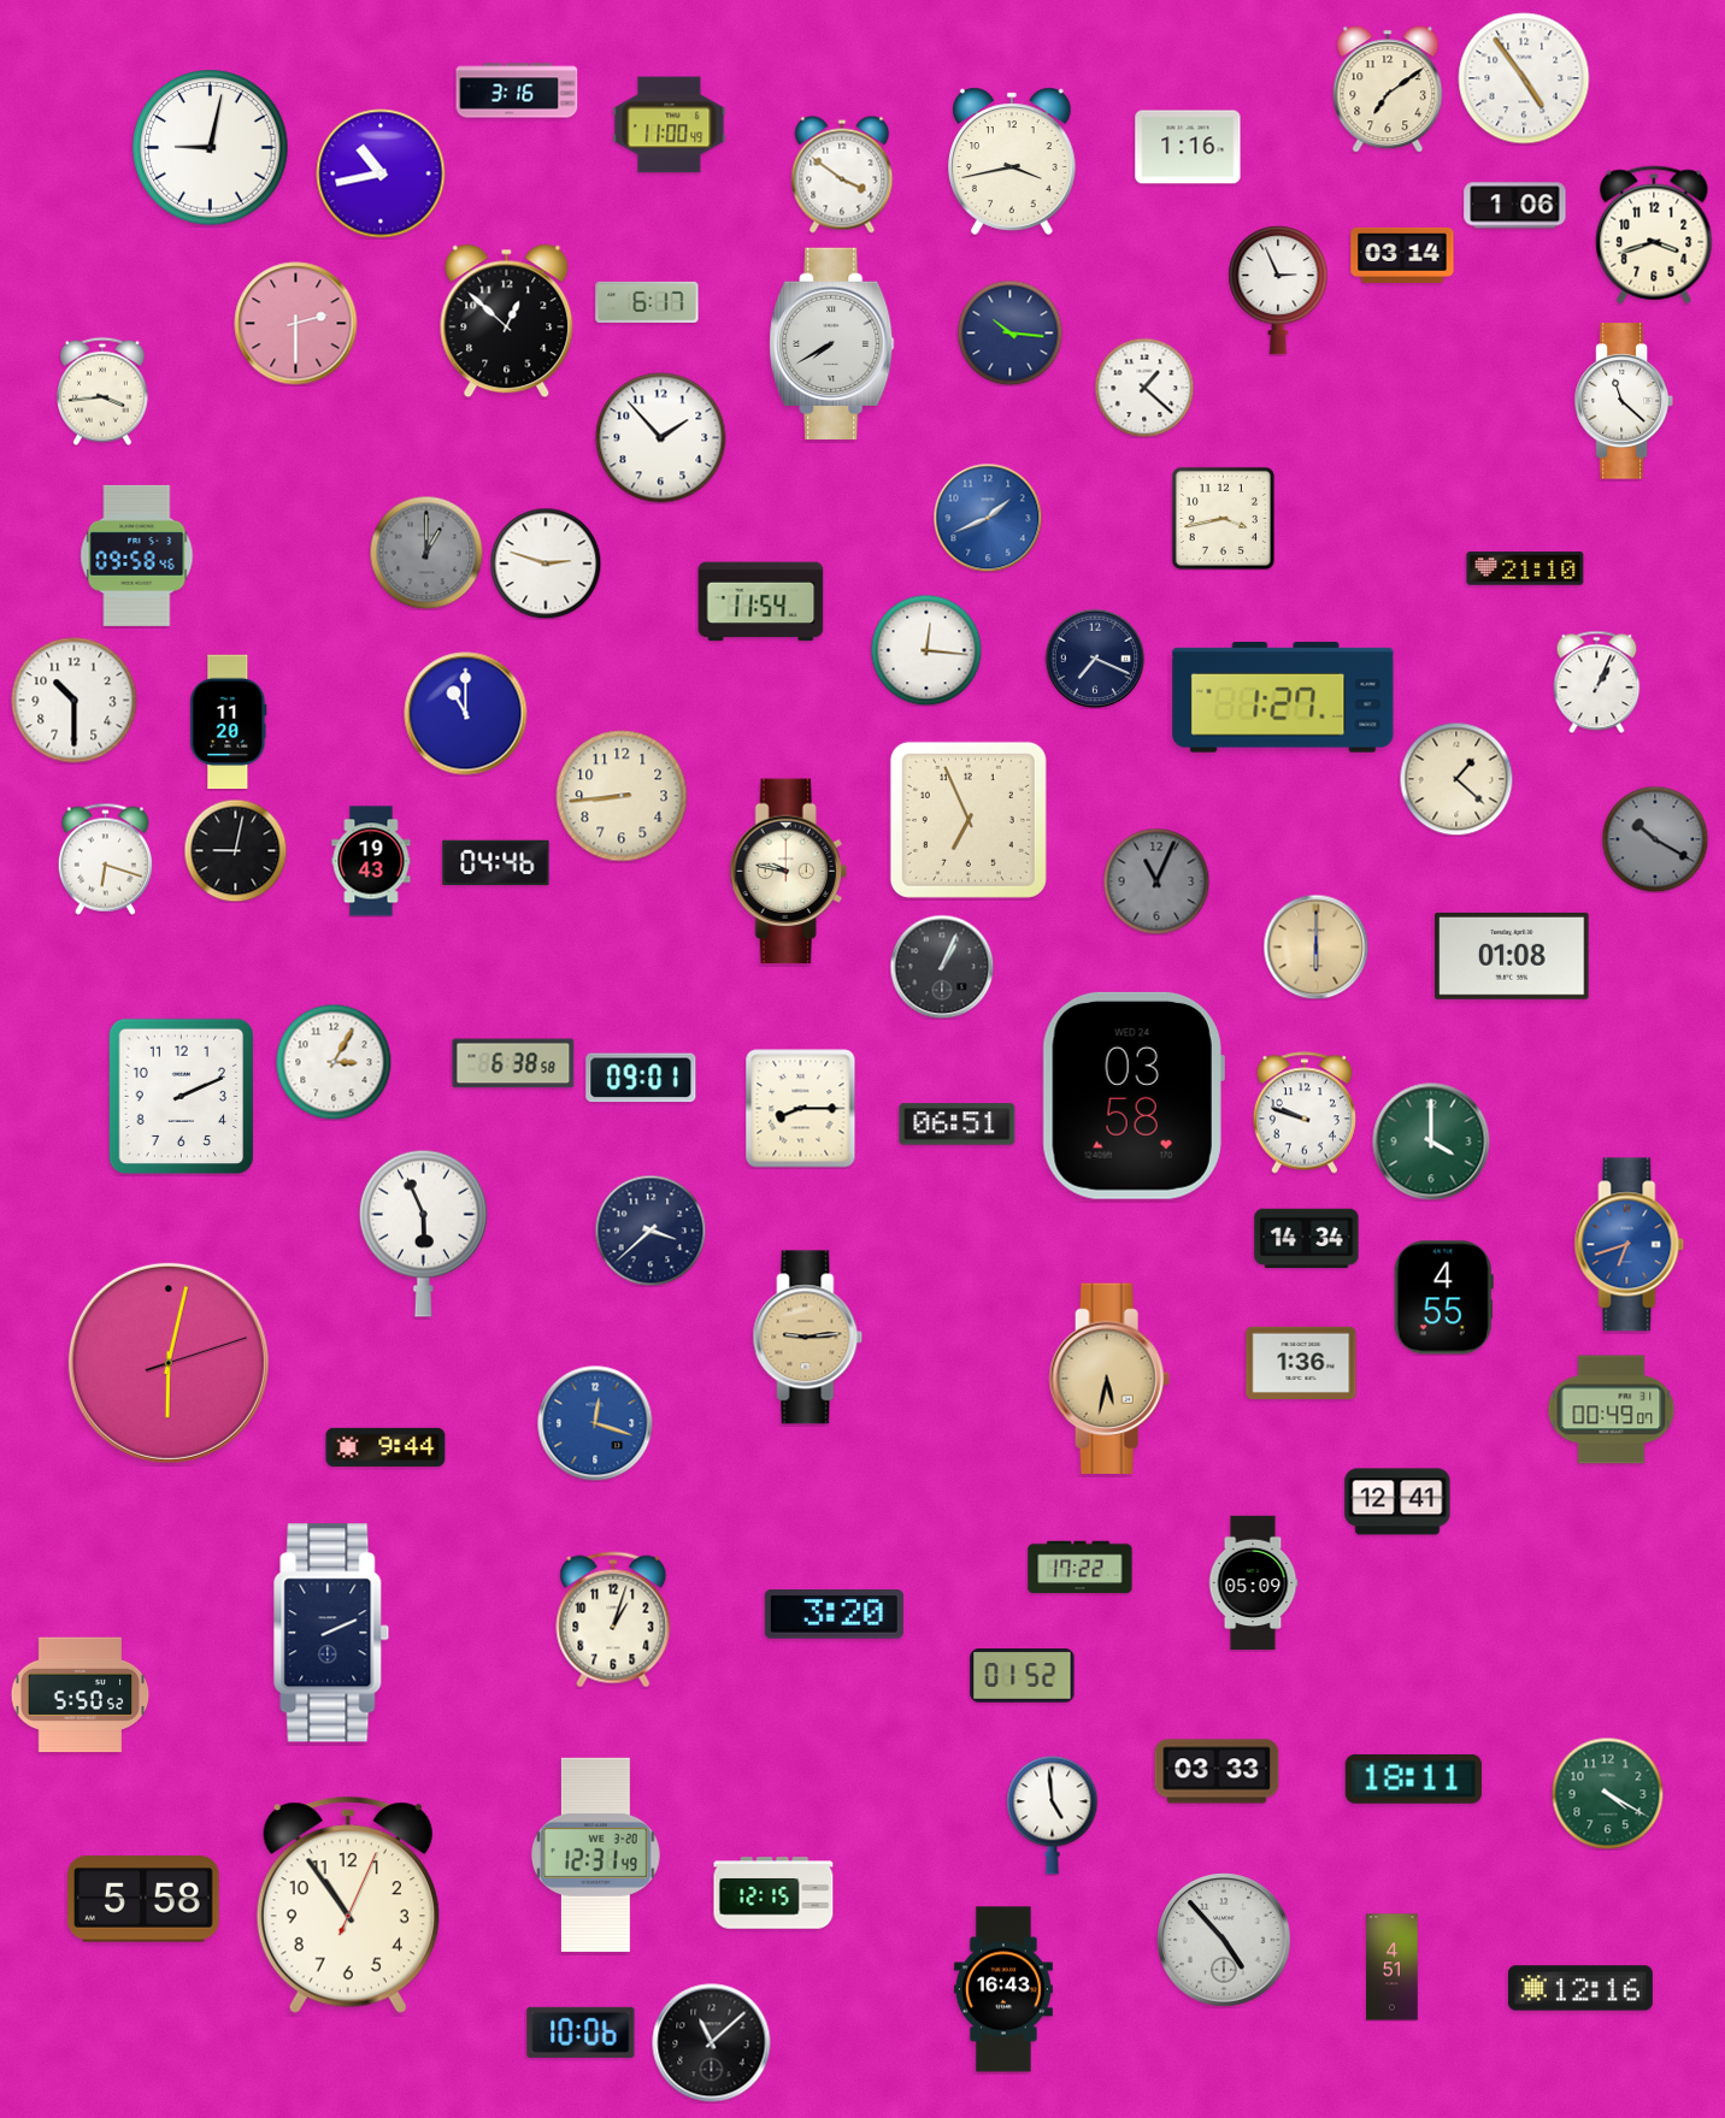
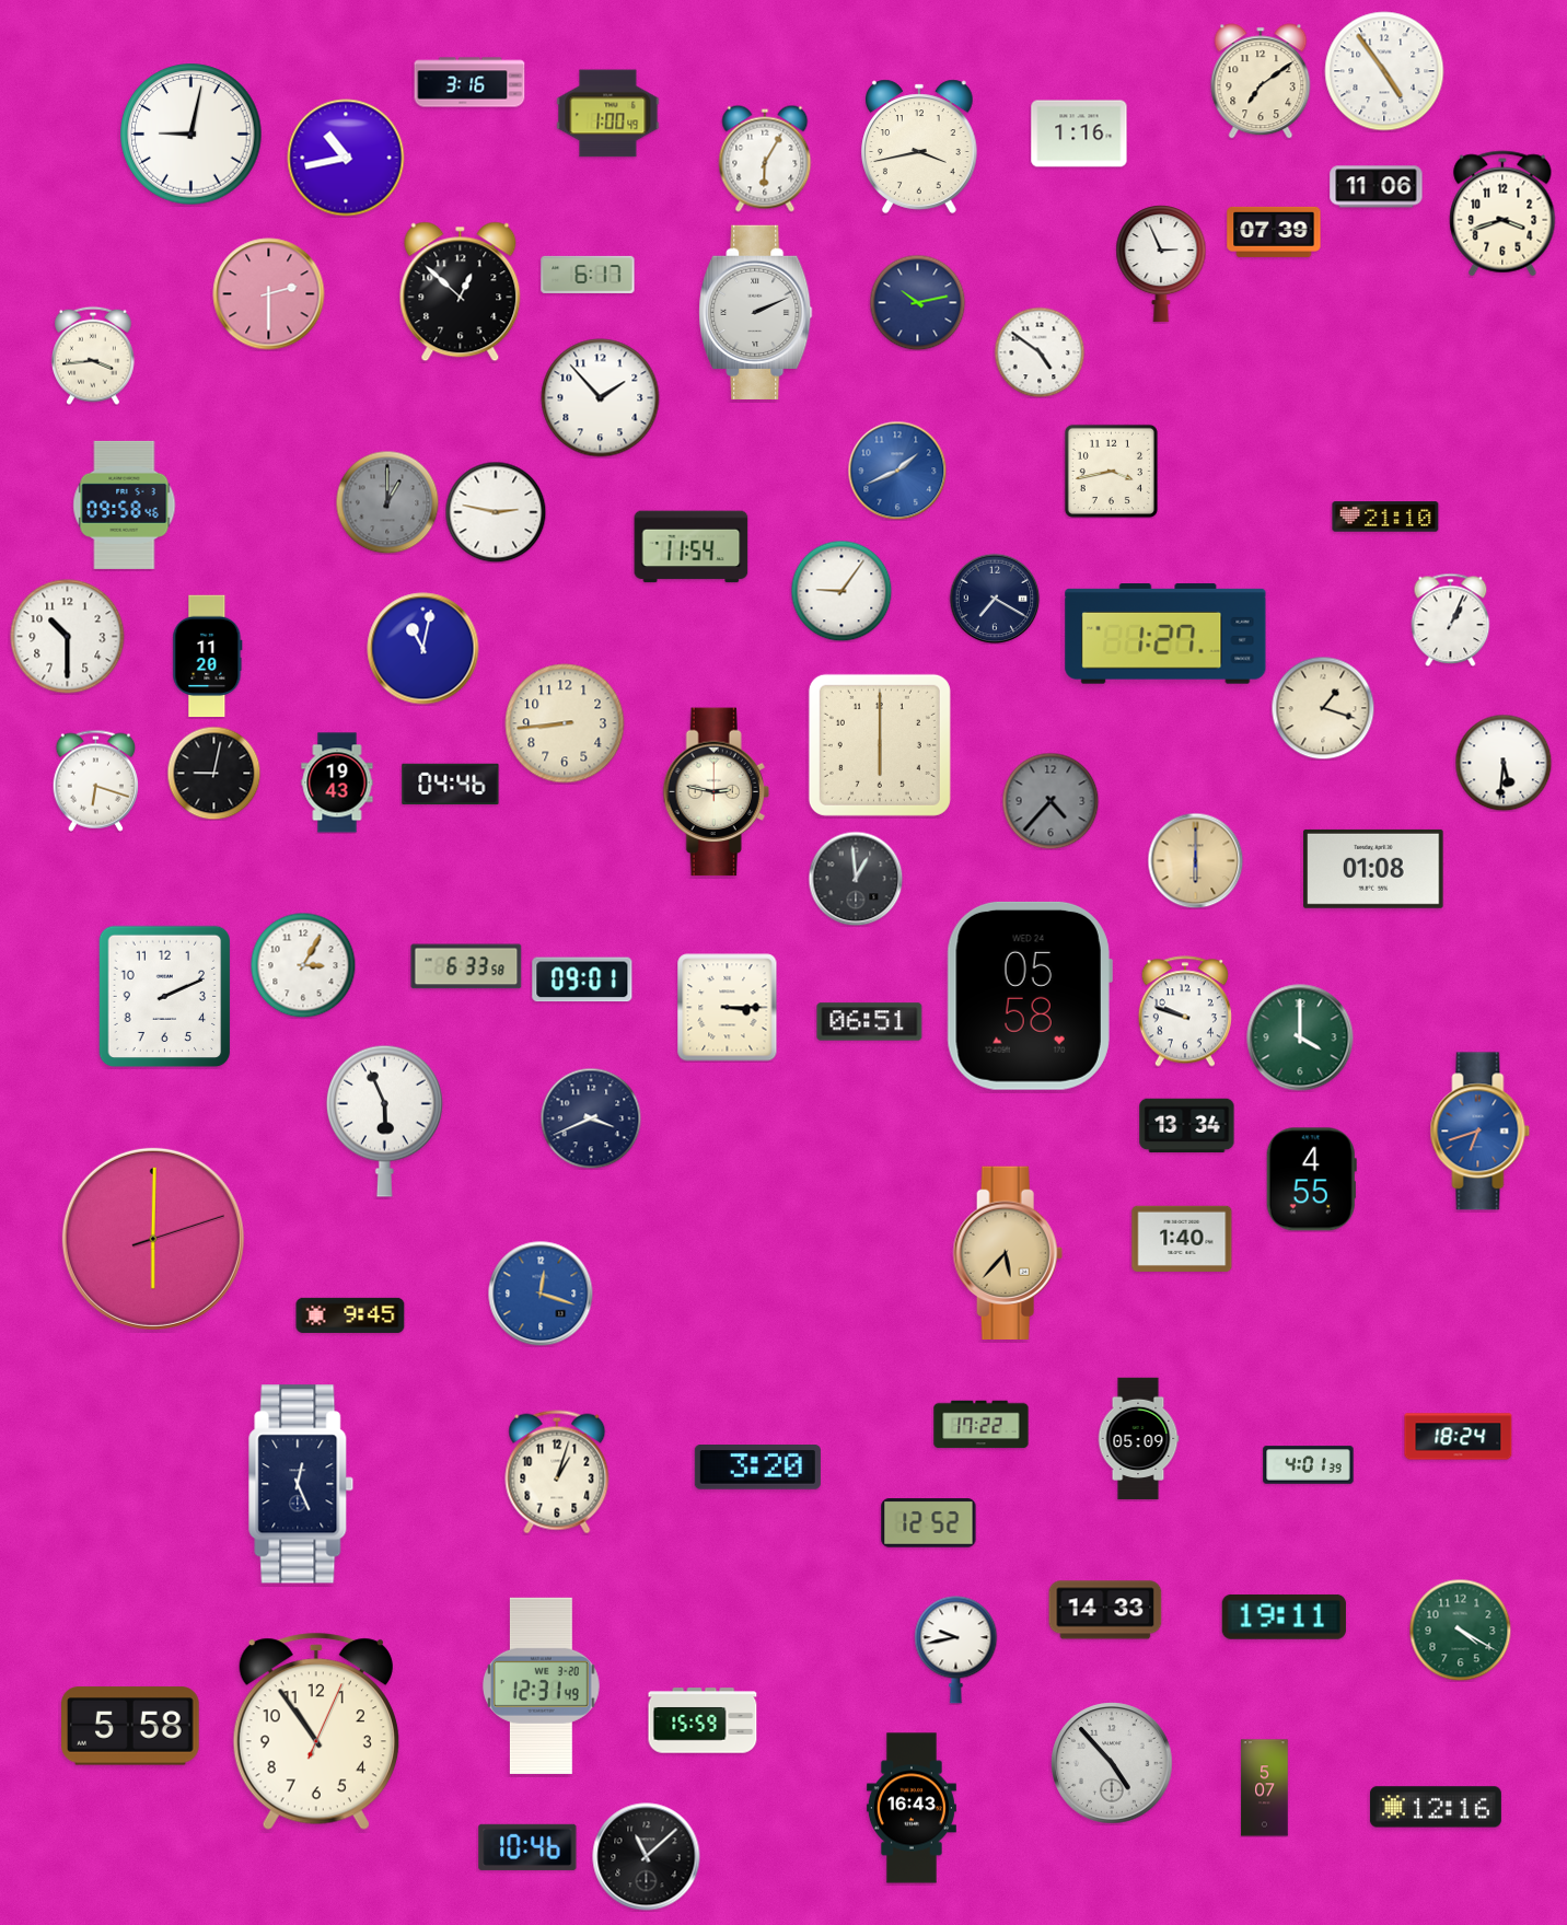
clock at (670, 125): 11:00 -> 1:00
clock at (842, 175): 3:51 -> 6:05
clock at (1515, 206): 1:06 -> 11:06
clock at (1402, 255): 03:14 -> 07:39
clock at (1009, 332): 10:16 -> 10:13
clock at (832, 343): 7:40 -> 2:11
clock at (1144, 388): 1:22 -> 4:51
clock at (1624, 401): 11:22 -> none
clock at (546, 564): 2:48 -> 2:47
clock at (926, 650): 12:16 -> 9:06
clock at (1095, 659): 7:19 -> 7:20
clock at (466, 714): 11:00 -> 11:02
clock at (1456, 779): 1:22 -> 1:18
clock at (969, 820): 6:56 -> 6:00
clock at (1655, 839): 10:20 -> 5:31
clock at (1655, 839) dial: grey -> white
clock at (788, 872): 9:47 -> 2:47
clock at (1156, 881): 11:04 -> 4:37
clock at (942, 967): 1:04 -> 12:59
clock at (513, 1063): 6:38 -> 6:33
clock at (1134, 1096): 03:58 -> 05:58
clock at (801, 1109): 8:15 -> 3:15
clock at (650, 1231): 3:38 -> 3:41
clock at (1307, 1239): 14:34 -> 13:34
clock at (808, 1338): 9:14 -> none
clock at (1301, 1362): 1:36 -> 1:40
clock at (169, 1363): 6:02 -> 6:00
clock at (1109, 1377): 5:32 -> 5:37
clock at (1612, 1410): 00:49 -> none
clock at (385, 1447): 9:44 -> 9:45
clock at (1397, 1502): 12:41 -> none
clock at (1459, 1437): none -> 18:24
clock at (1309, 1465): none -> 4:01
clock at (331, 1633): 2:11 -> 12:26
clock at (1023, 1676): 01:52 -> 12:52
clock at (81, 1695): 5:50 -> none
clock at (1217, 1771): 03:33 -> 14:33
clock at (1413, 1778): 18:11 -> 19:11
clock at (1053, 1816): 4:59 -> 9:43
clock at (773, 1893): 12:15 -> 15:59
clock at (1393, 1967): 4:51 -> 5:07
clock at (581, 2033): 10:06 -> 10:46
